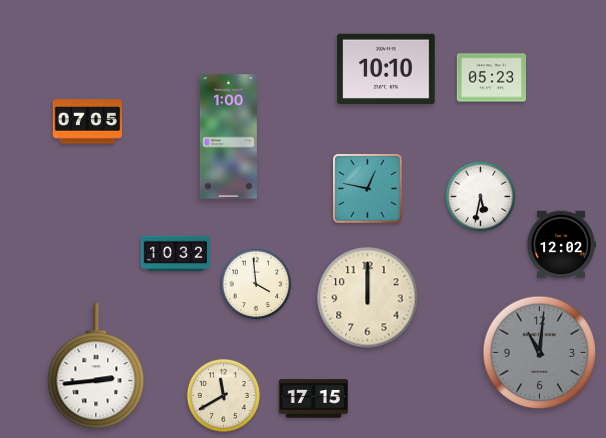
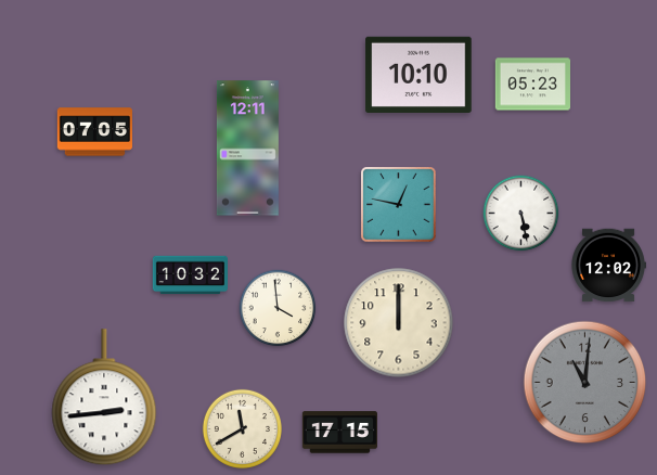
clock at (228, 137): 1:00 -> 12:11
clock at (481, 197): 5:32 -> 5:28
